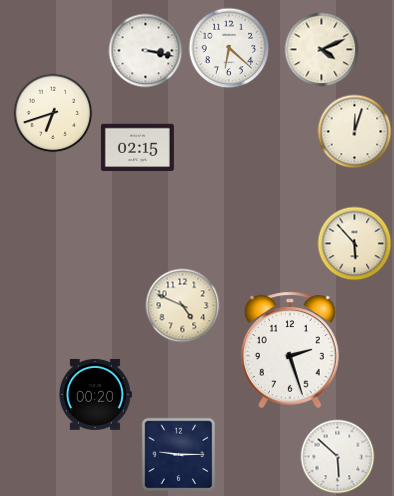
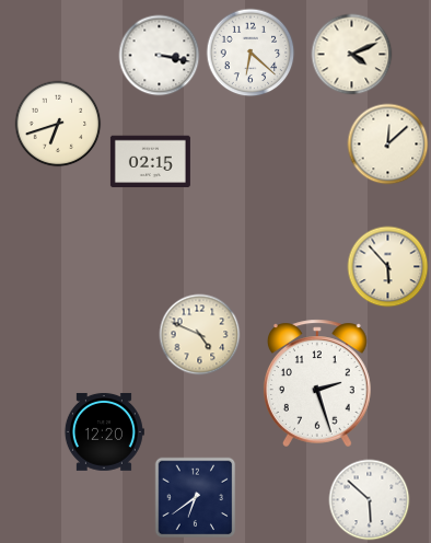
clock at (355, 132): 12:03 -> 12:08
clock at (95, 394): 00:20 -> 12:20
clock at (179, 455): 9:15 -> 6:39
